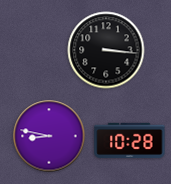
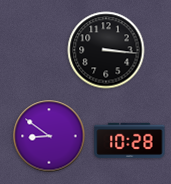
clock at (49, 136): 8:47 -> 8:51
